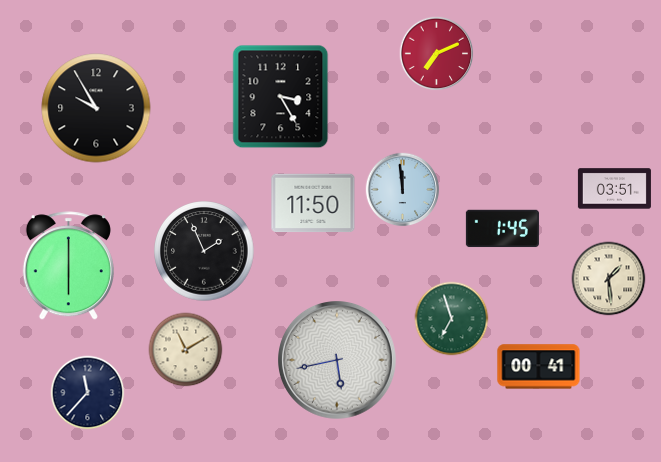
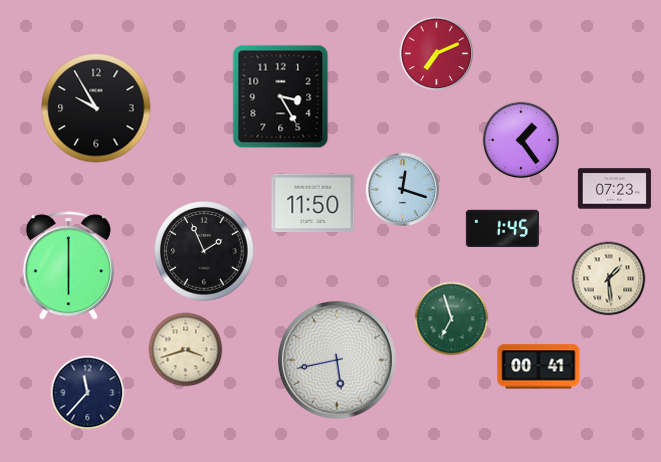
clock at (520, 139): none -> 1:24
clock at (614, 189): 03:51 -> 07:23
clock at (403, 190): 11:59 -> 12:18
clock at (186, 350): 11:10 -> 3:42
